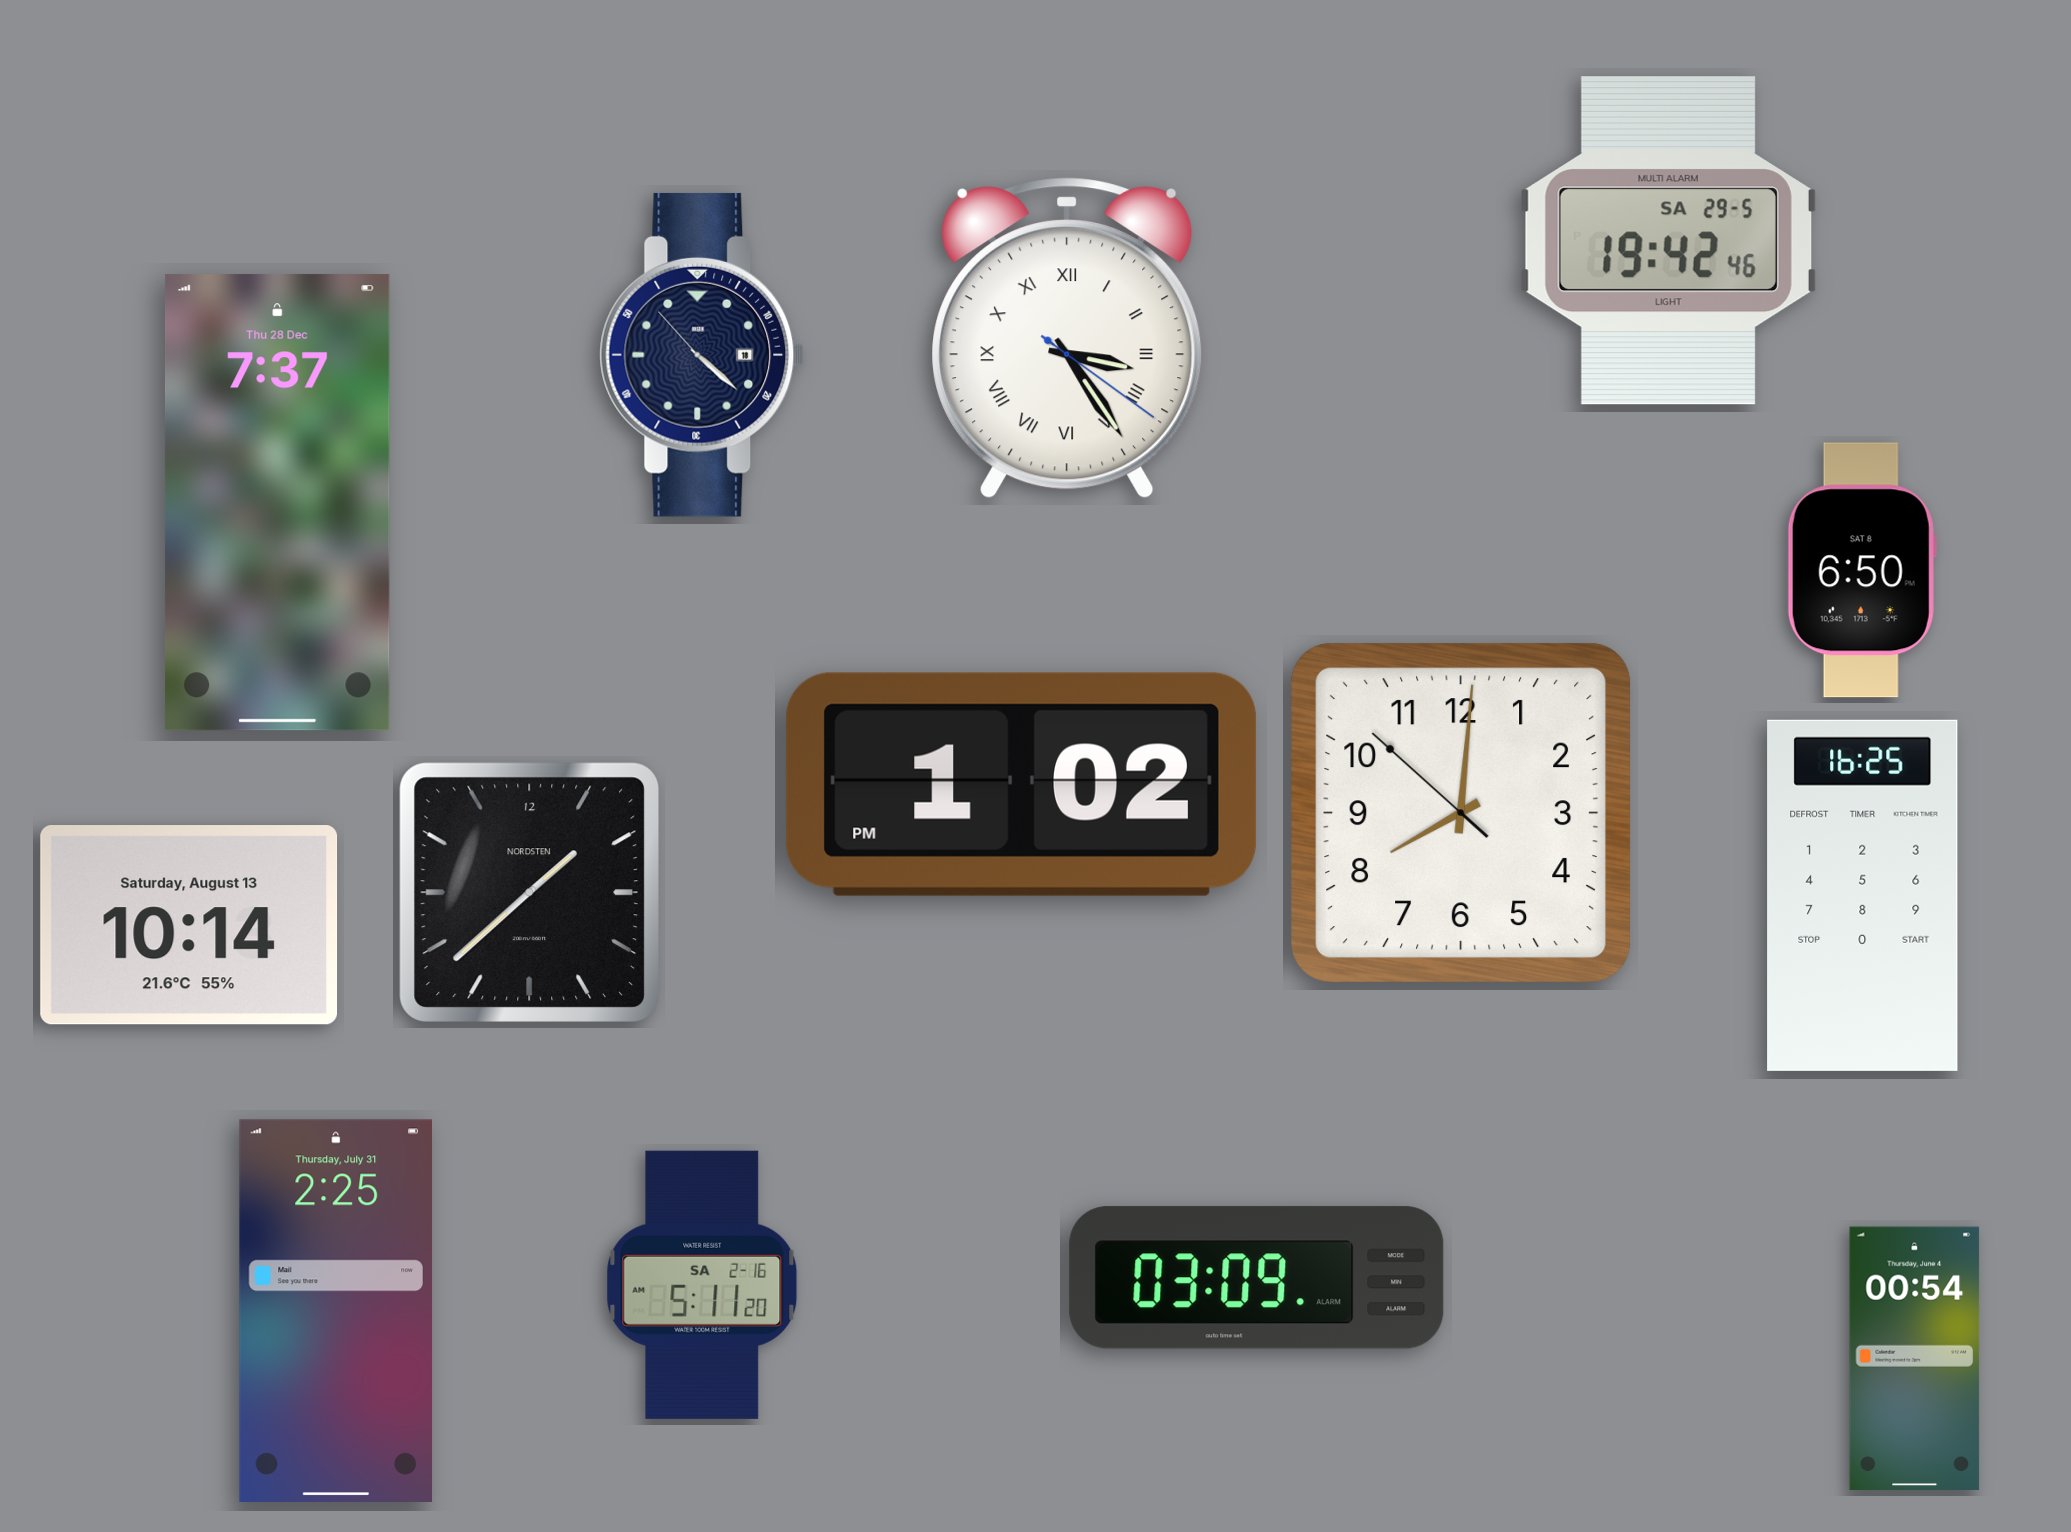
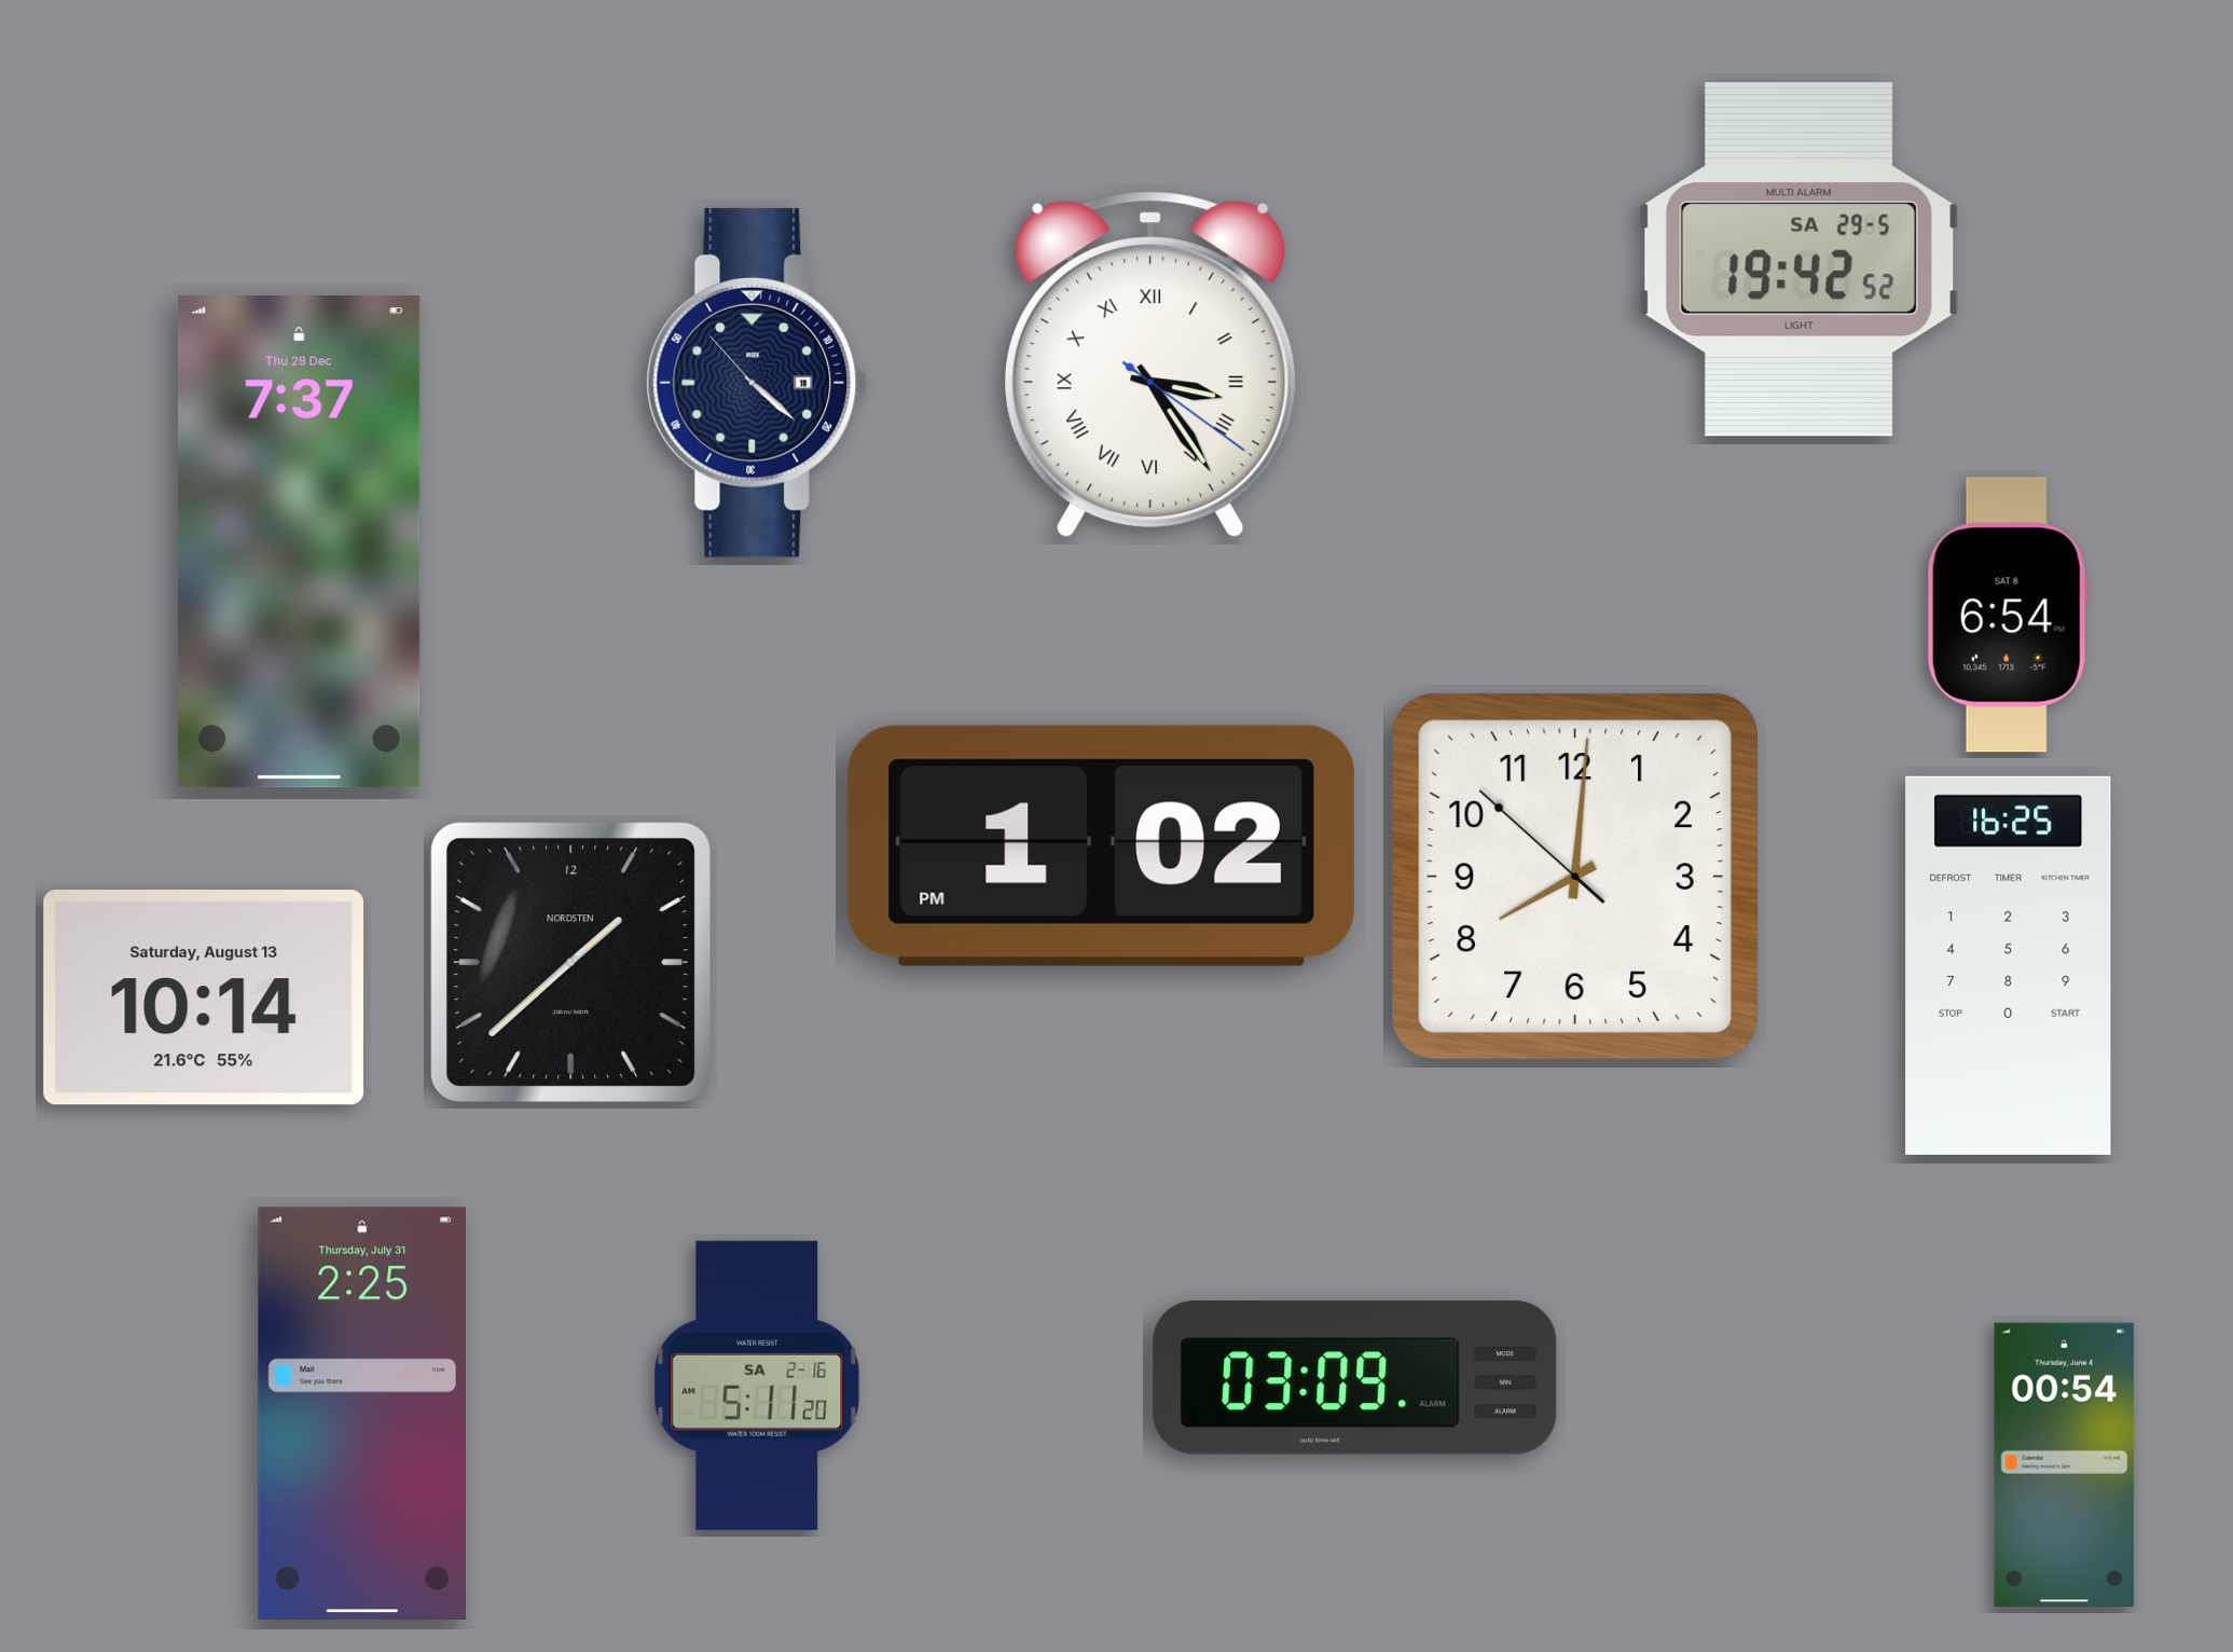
clock at (1668, 241): 19:42:46 -> 19:42:52
clock at (1862, 570): 6:50 -> 6:54
